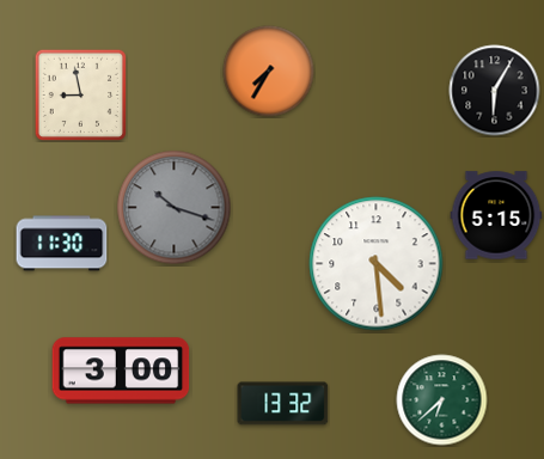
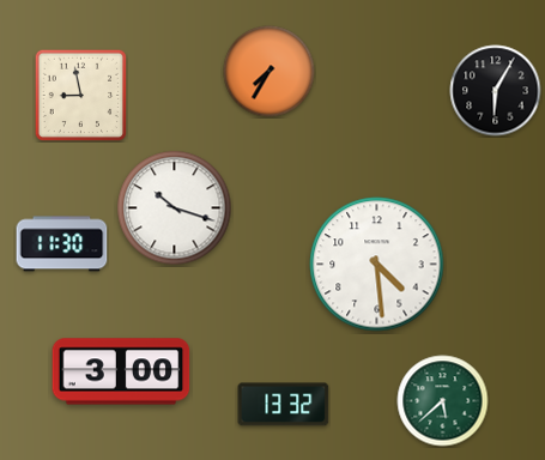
clock at (175, 208) dial: grey -> white
clock at (496, 215): 5:15 -> none
clock at (442, 400): 6:38 -> 5:38
